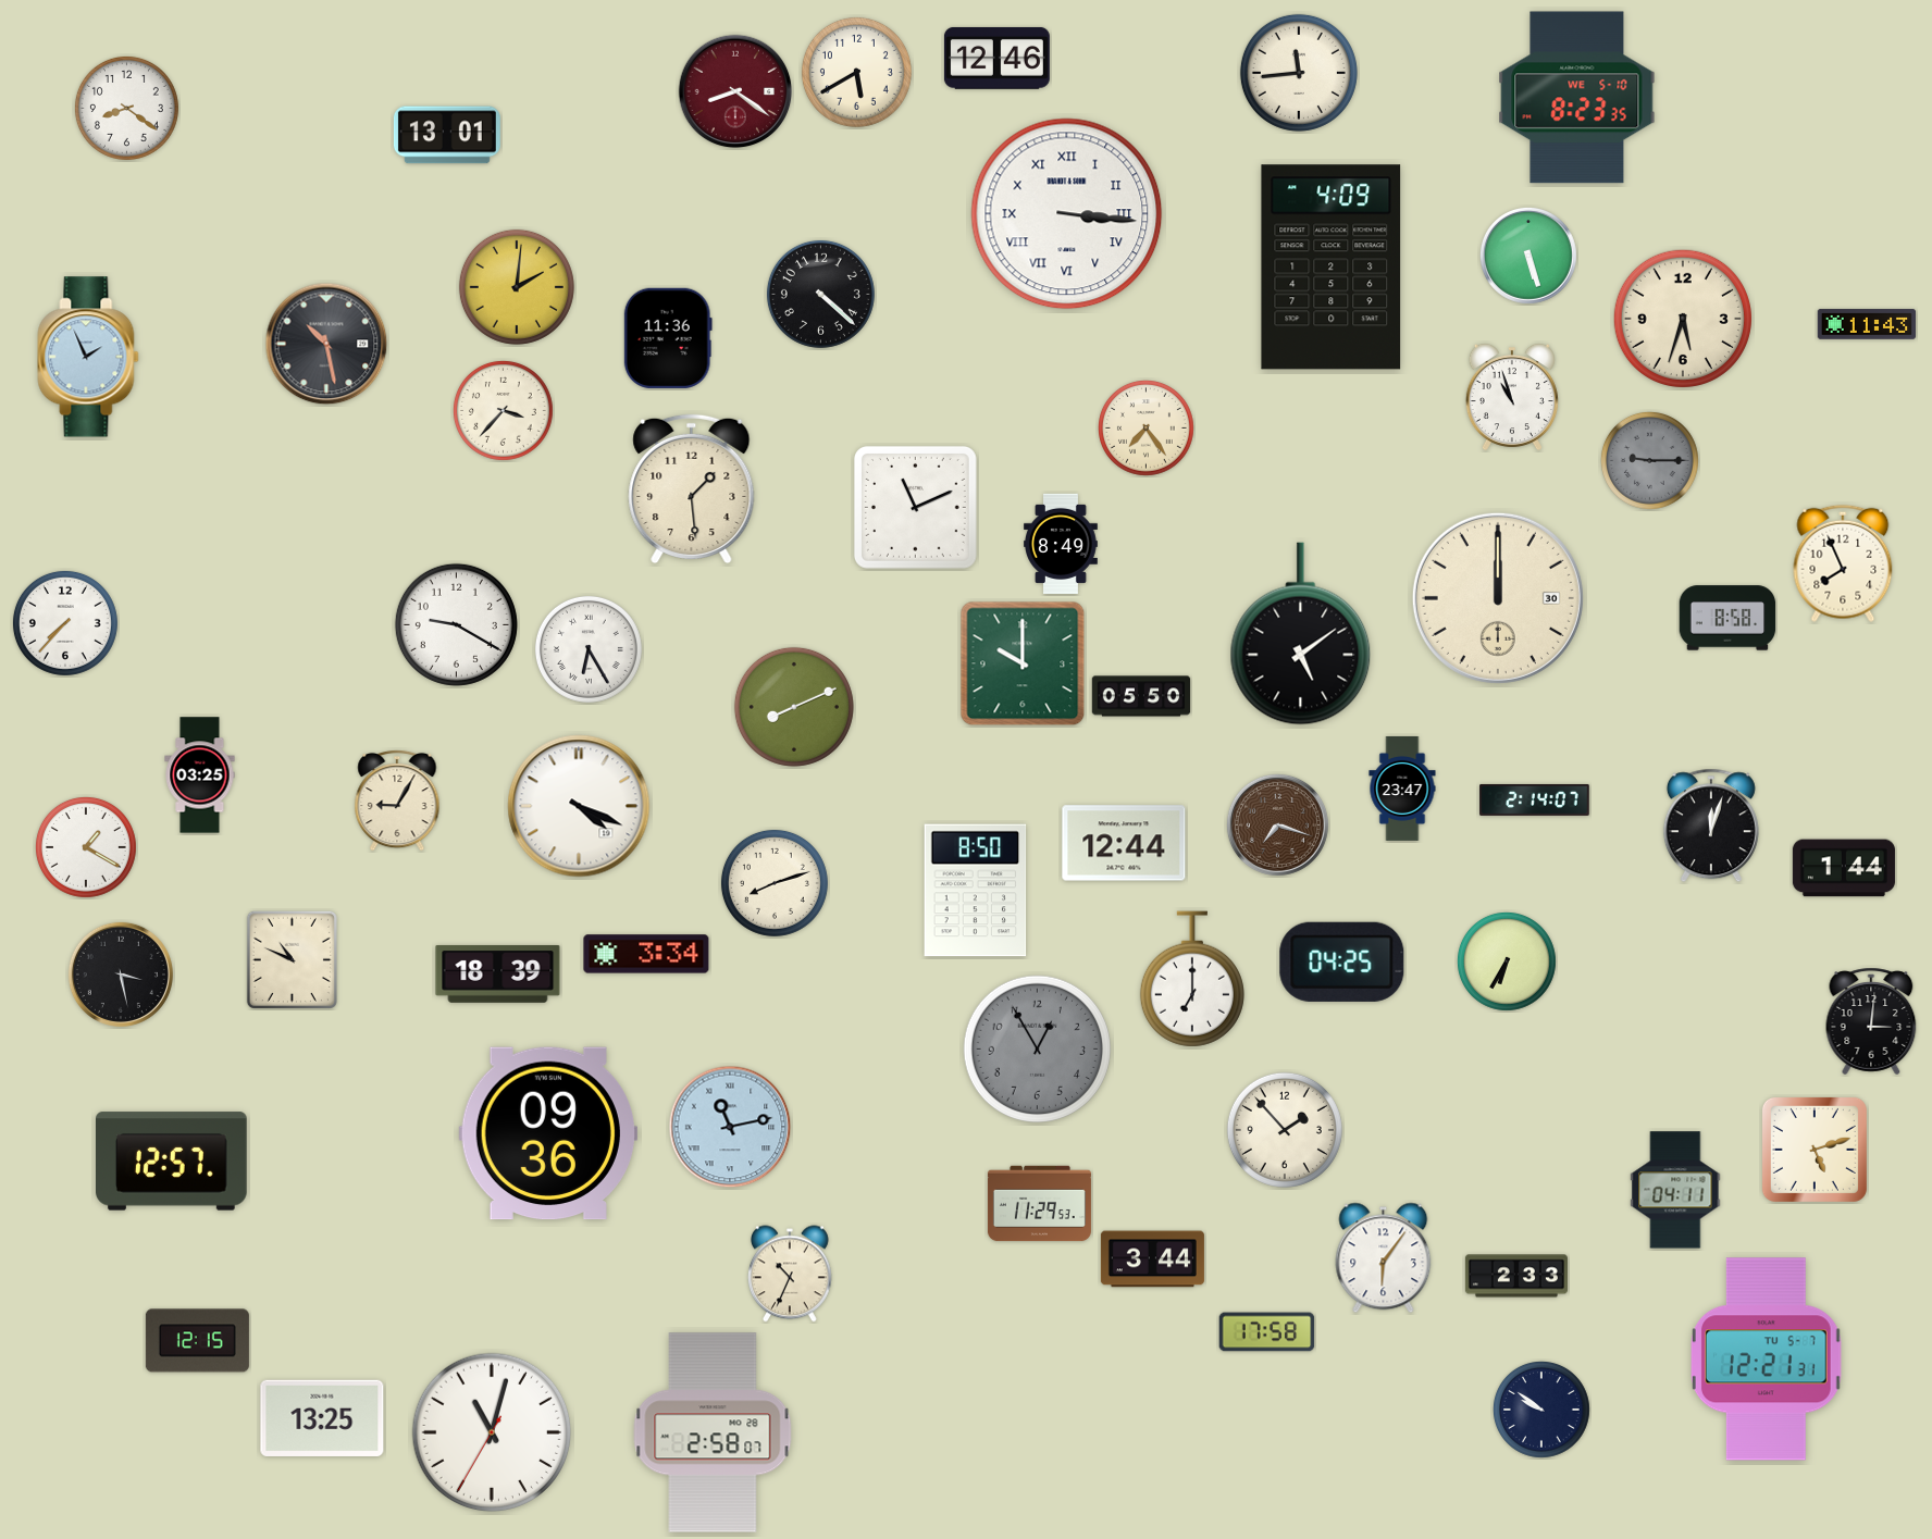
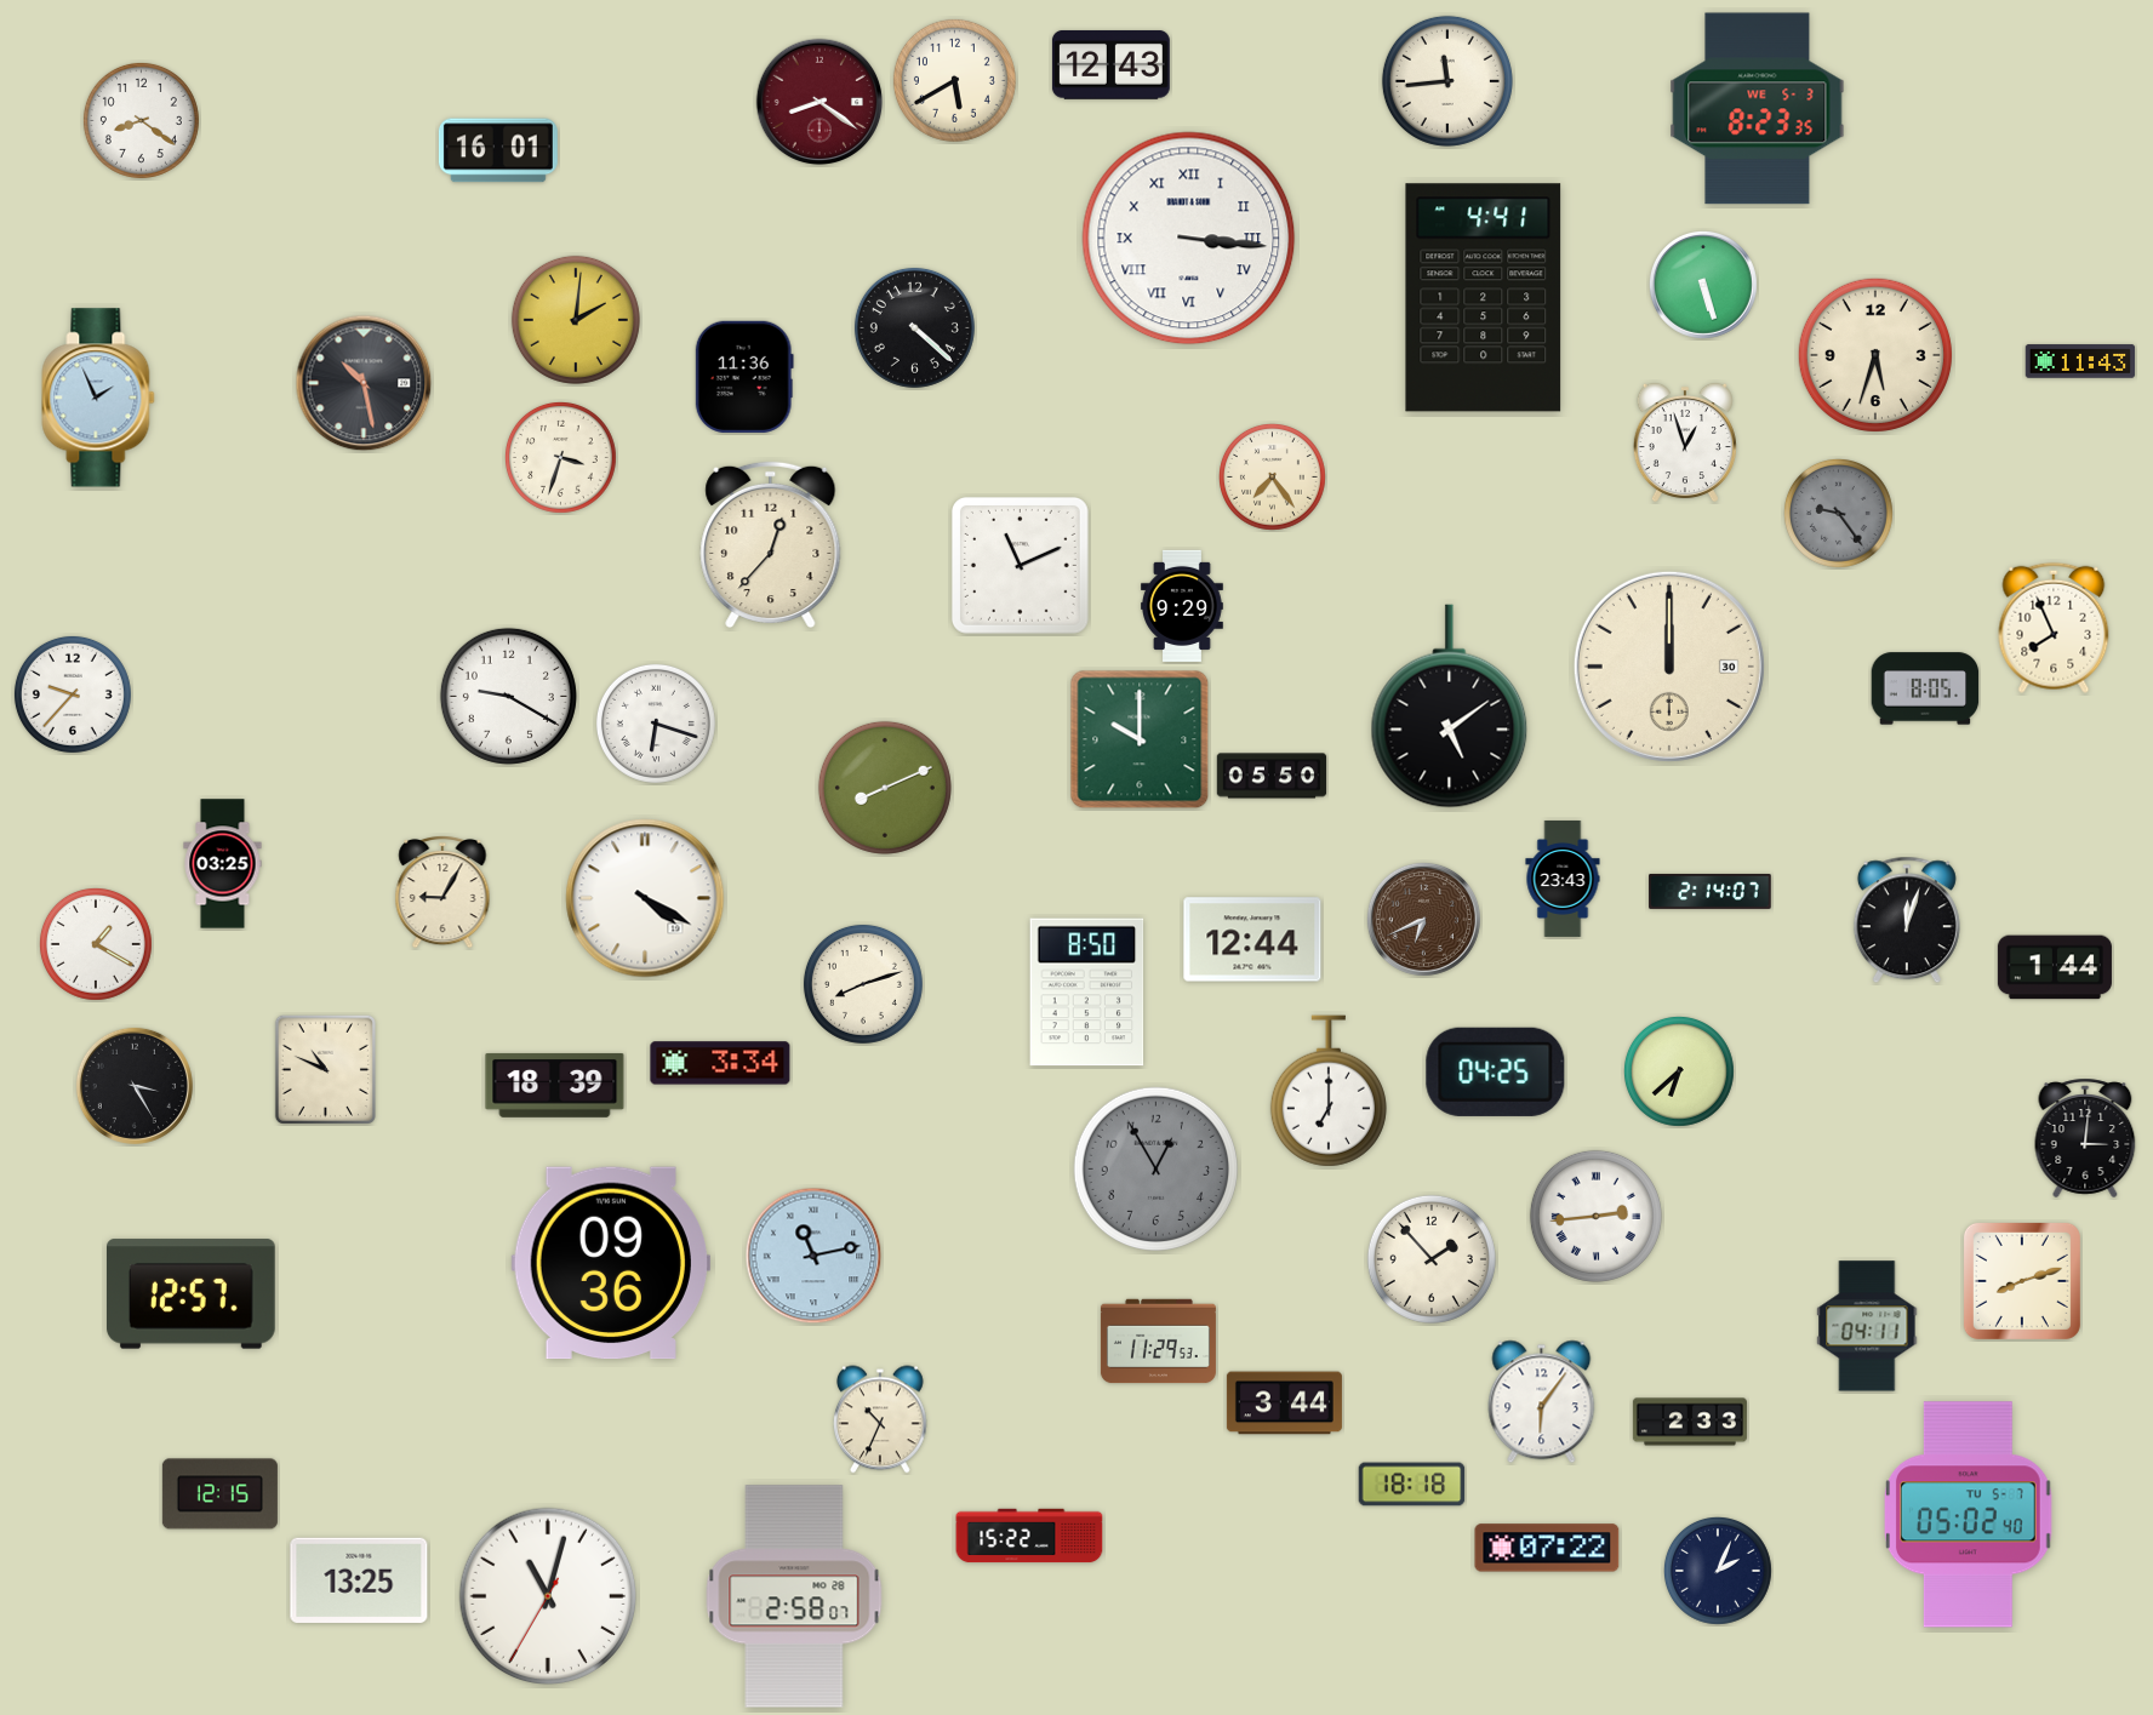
clock at (996, 58): 12:46 -> 12:43
clock at (1577, 98) date: WE 5-10 -> WE 5-3
clock at (447, 135): 13:01 -> 16:01
clock at (1332, 268): 4:09 -> 4:41
clock at (1512, 397): 10:57 -> 12:57
clock at (503, 410): 3:37 -> 3:33
clock at (1147, 429) position: (1147, 429) -> (1273, 478)
clock at (1649, 460): 9:15 -> 9:24
clock at (692, 489): 1:29 -> 12:37
clock at (1062, 543): 8:49 -> 9:29
clock at (1727, 618): 8:58 -> 8:05
clock at (65, 623): 7:37 -> 9:37
clock at (589, 649): 6:25 -> 6:18
clock at (1402, 789): 23:47 -> 23:43
clock at (579, 806): 4:19 -> 4:20
clock at (1277, 824): 7:18 -> 6:41
clock at (1507, 961): 6:35 -> 6:38
clock at (121, 975): 3:28 -> 3:25
clock at (1595, 1216): none -> 2:44
clock at (1815, 1150): 5:12 -> 8:12
clock at (1267, 1332): 17:58 -> 18:18
clock at (1766, 1360): 12:21 -> 05:02
clock at (1029, 1536): none -> 15:22
clock at (1547, 1548): none -> 07:22
clock at (1541, 1410): 9:51 -> 2:04
